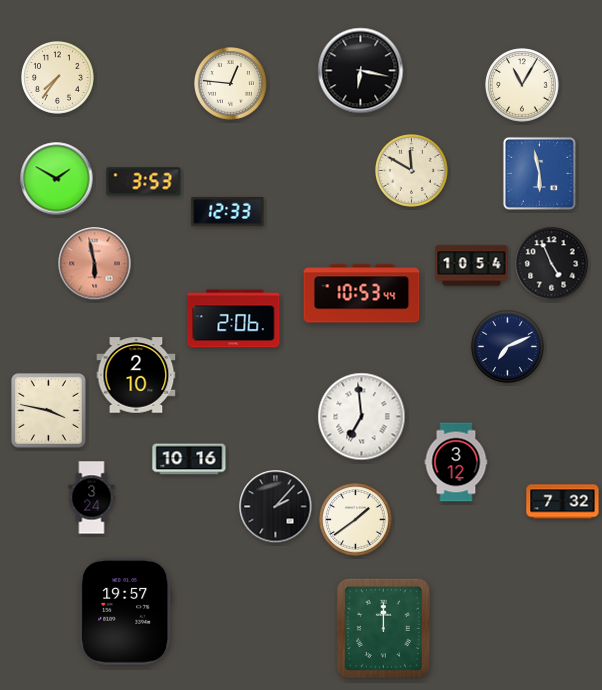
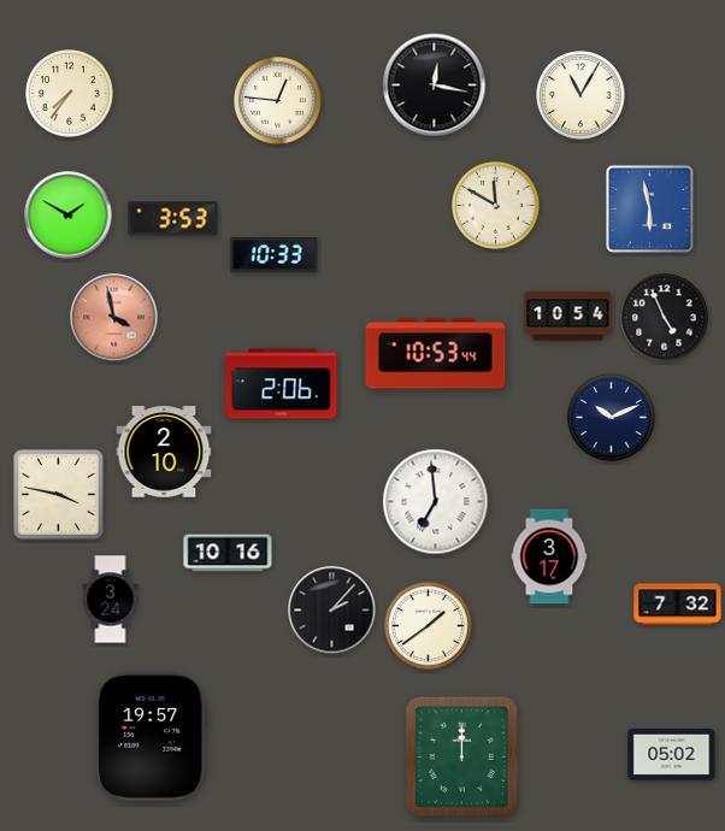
clock at (361, 71): 6:17 -> 12:17
clock at (522, 85) position: (522, 85) -> (580, 95)
clock at (228, 211): 12:33 -> 10:33
clock at (95, 264): 5:58 -> 3:58
clock at (472, 266) position: (472, 266) -> (568, 317)
clock at (508, 347): 7:11 -> 10:11
clock at (456, 462): 3:12 -> 3:17
clock at (672, 754): none -> 05:02
